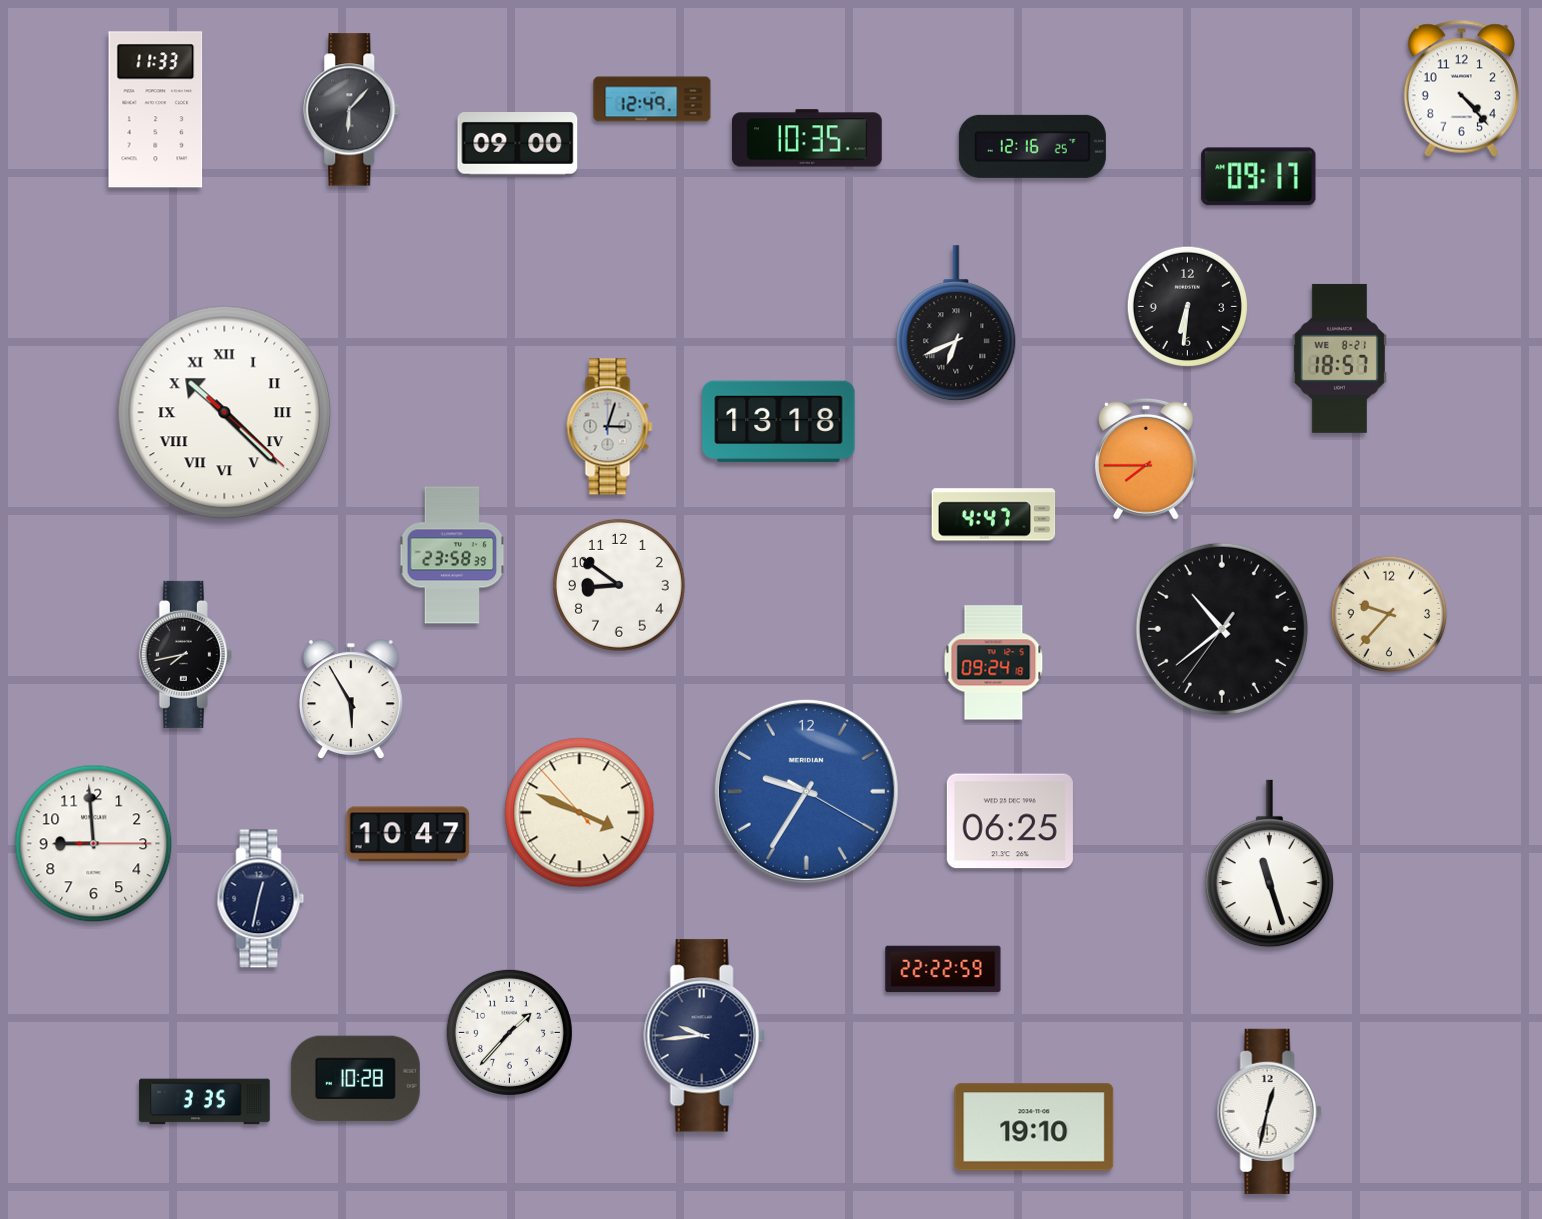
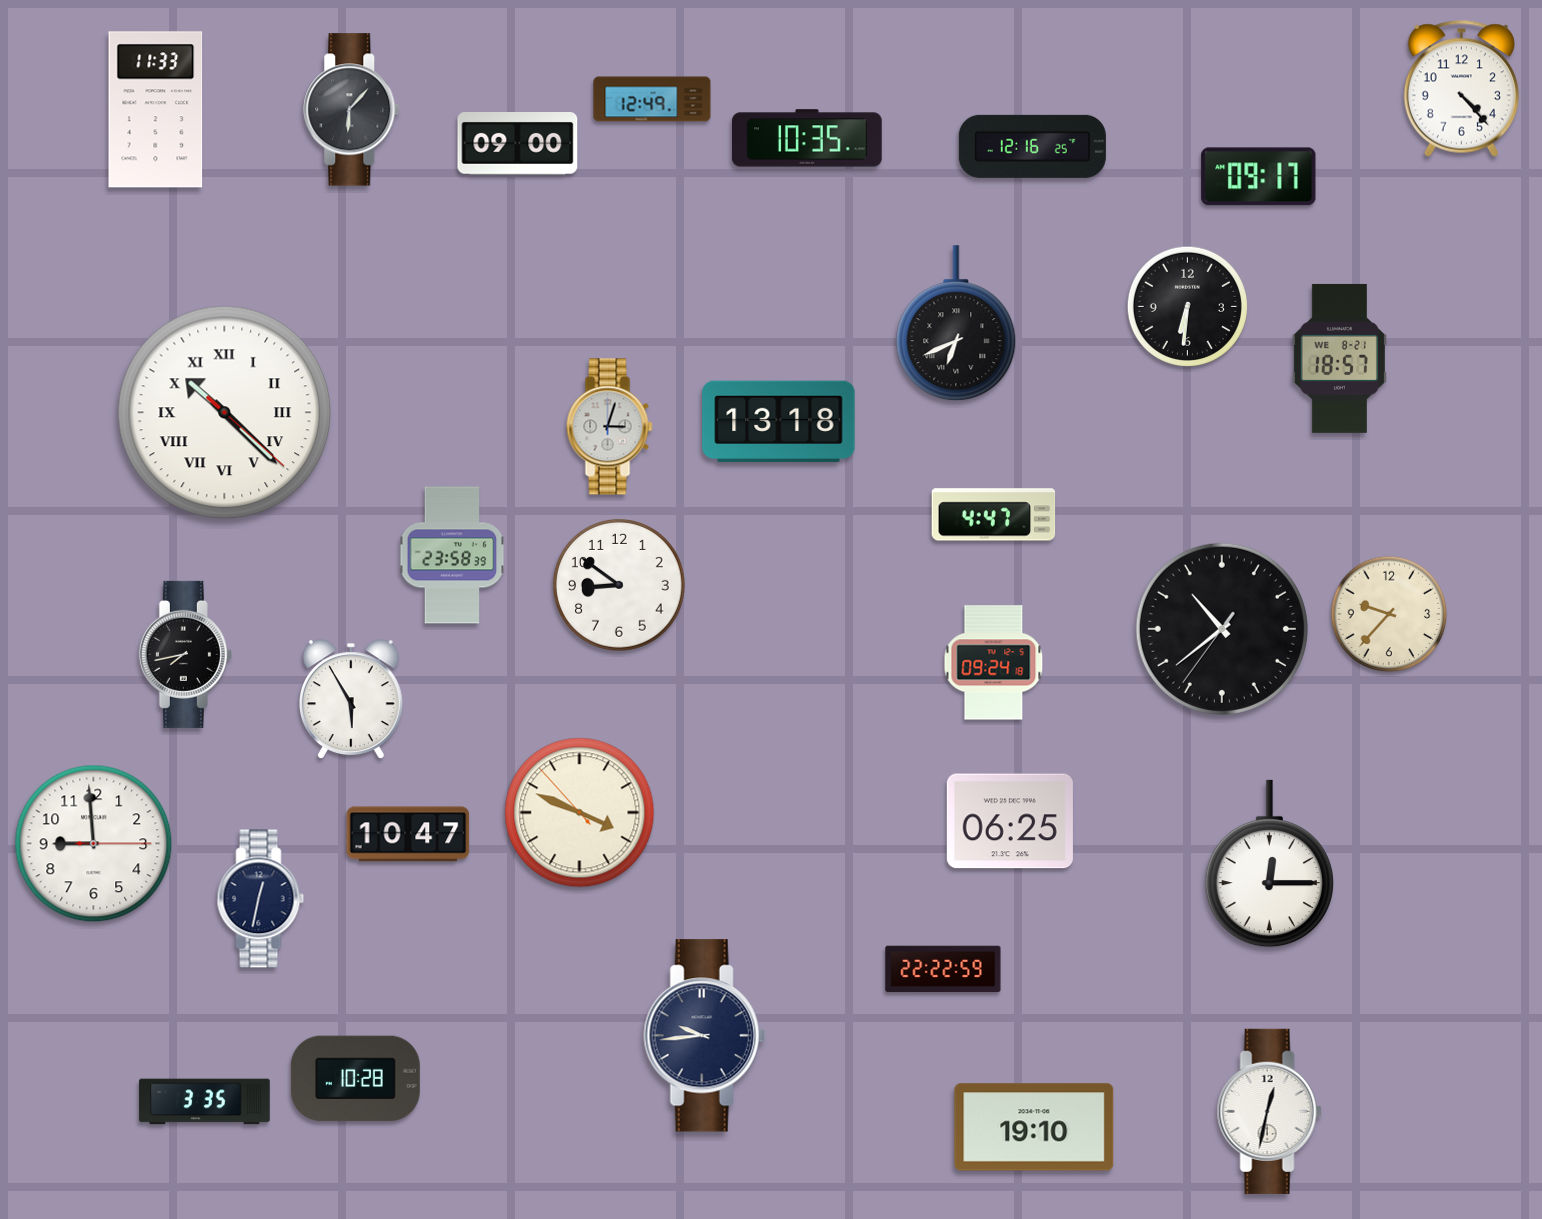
clock at (1146, 459): 7:45 -> none
clock at (806, 791): 9:35 -> none
clock at (1269, 864): 11:27 -> 12:15
clock at (509, 1032): 1:37 -> none
